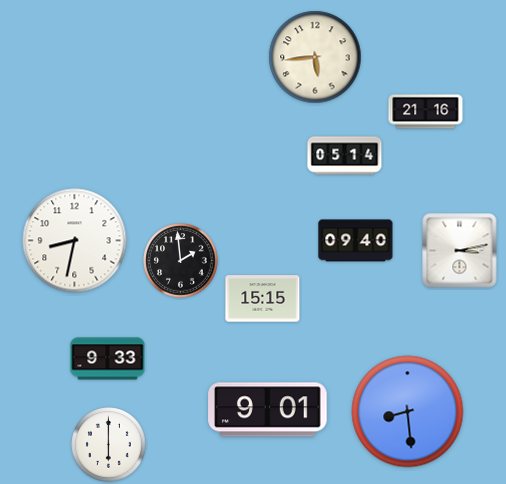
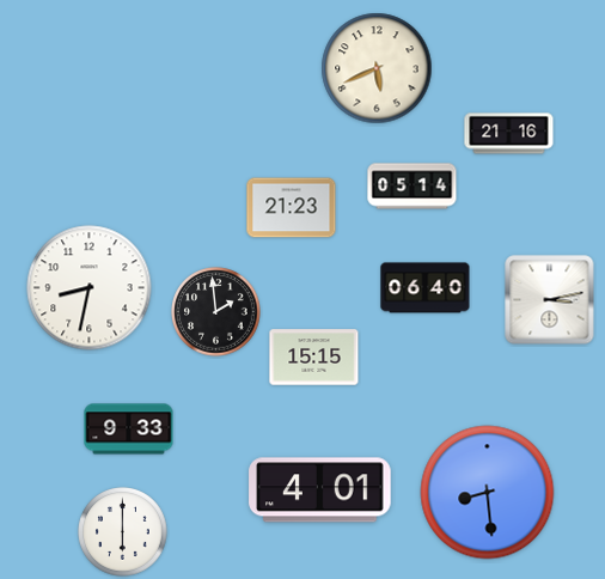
clock at (315, 57): 5:44 -> 5:41
clock at (292, 208): none -> 21:23
clock at (356, 241): 09:40 -> 06:40
clock at (268, 410): 9:01 -> 4:01
clock at (109, 445) position: (109, 445) -> (123, 532)
